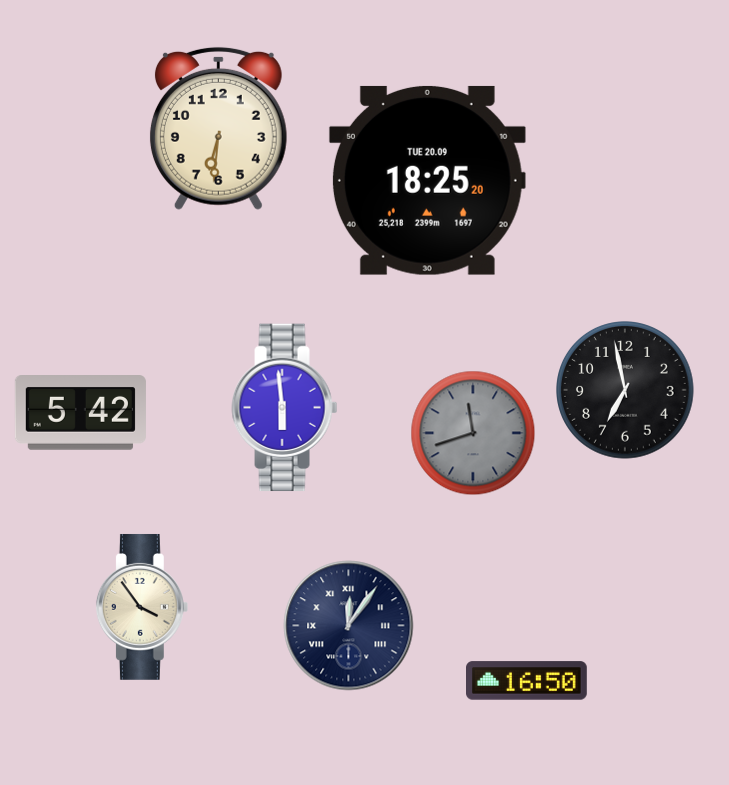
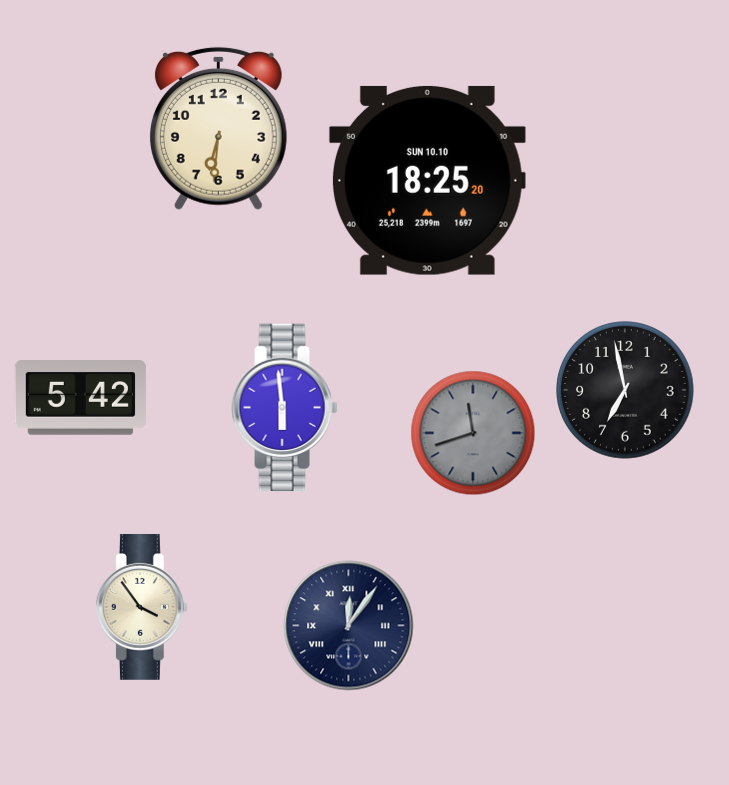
clock at (427, 180) date: TUE 20.09 -> SUN 10.10
clock at (80, 413) position: (80, 413) -> (80, 398)
clock at (527, 681): 16:50 -> none
